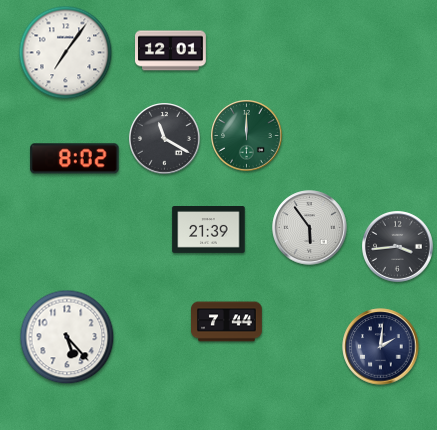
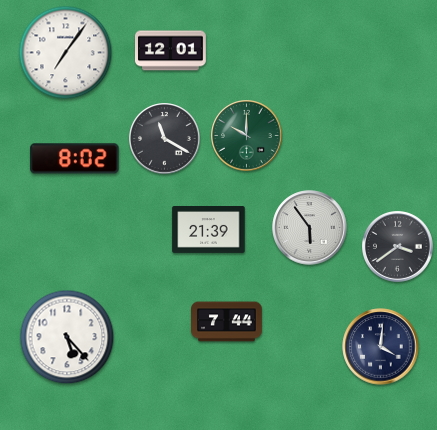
clock at (247, 136): 12:00 -> 10:00
clock at (398, 247): 3:44 -> 3:39
clock at (381, 347): 2:01 -> 4:01
